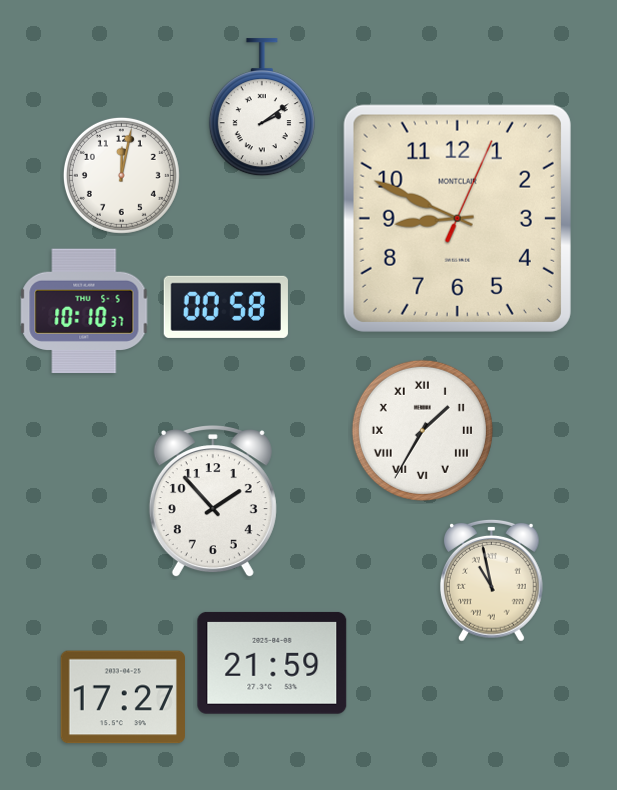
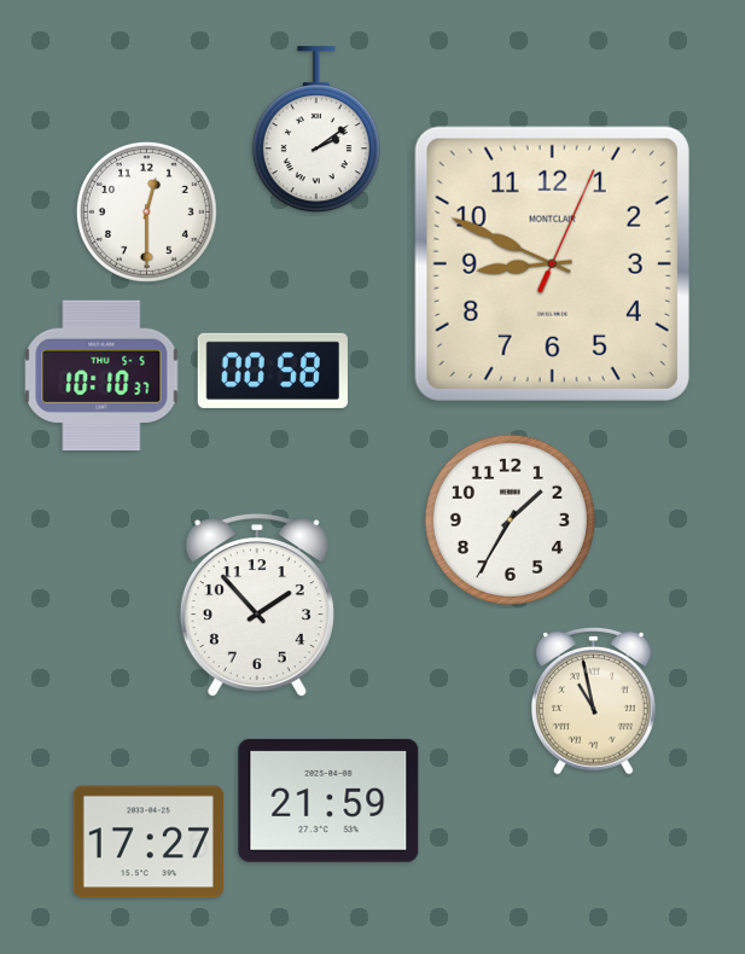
clock at (121, 175): 12:02 -> 12:30
clock at (422, 430) numerals: Roman -> Arabic
